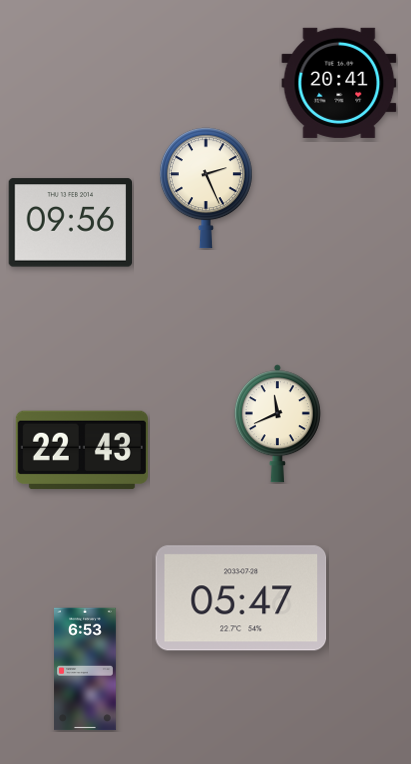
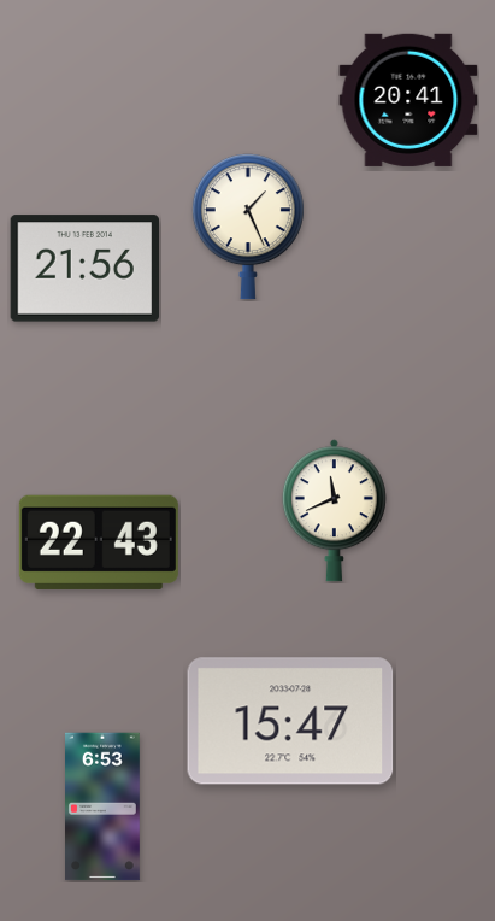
clock at (206, 188): 2:26 -> 1:26
clock at (70, 223): 09:56 -> 21:56
clock at (241, 598): 05:47 -> 15:47
